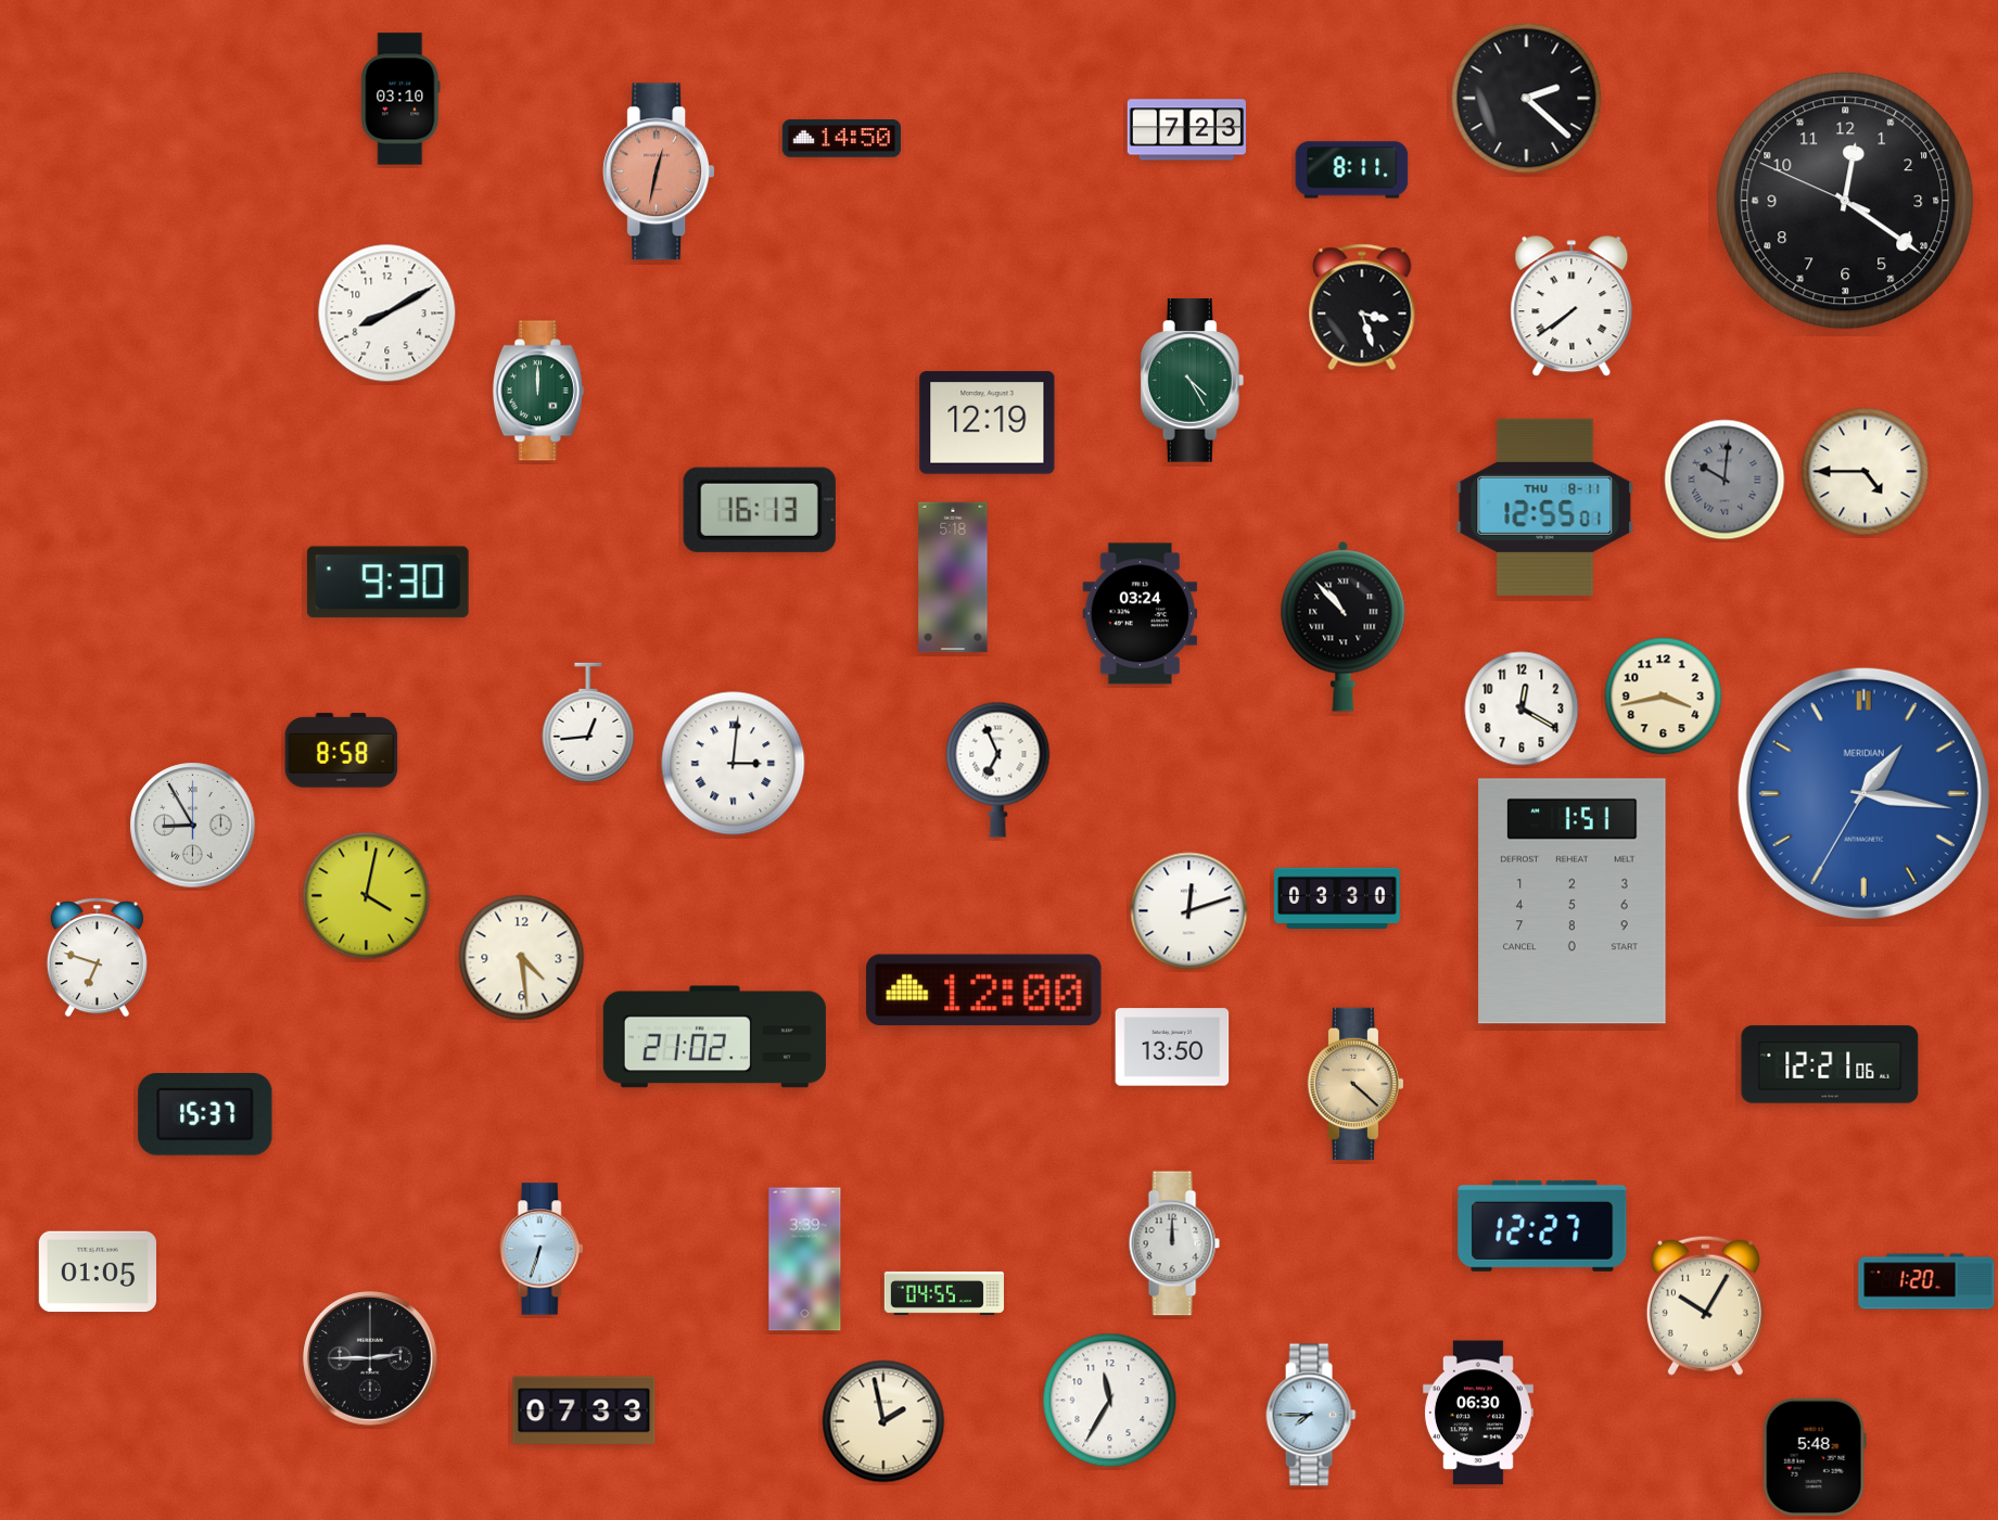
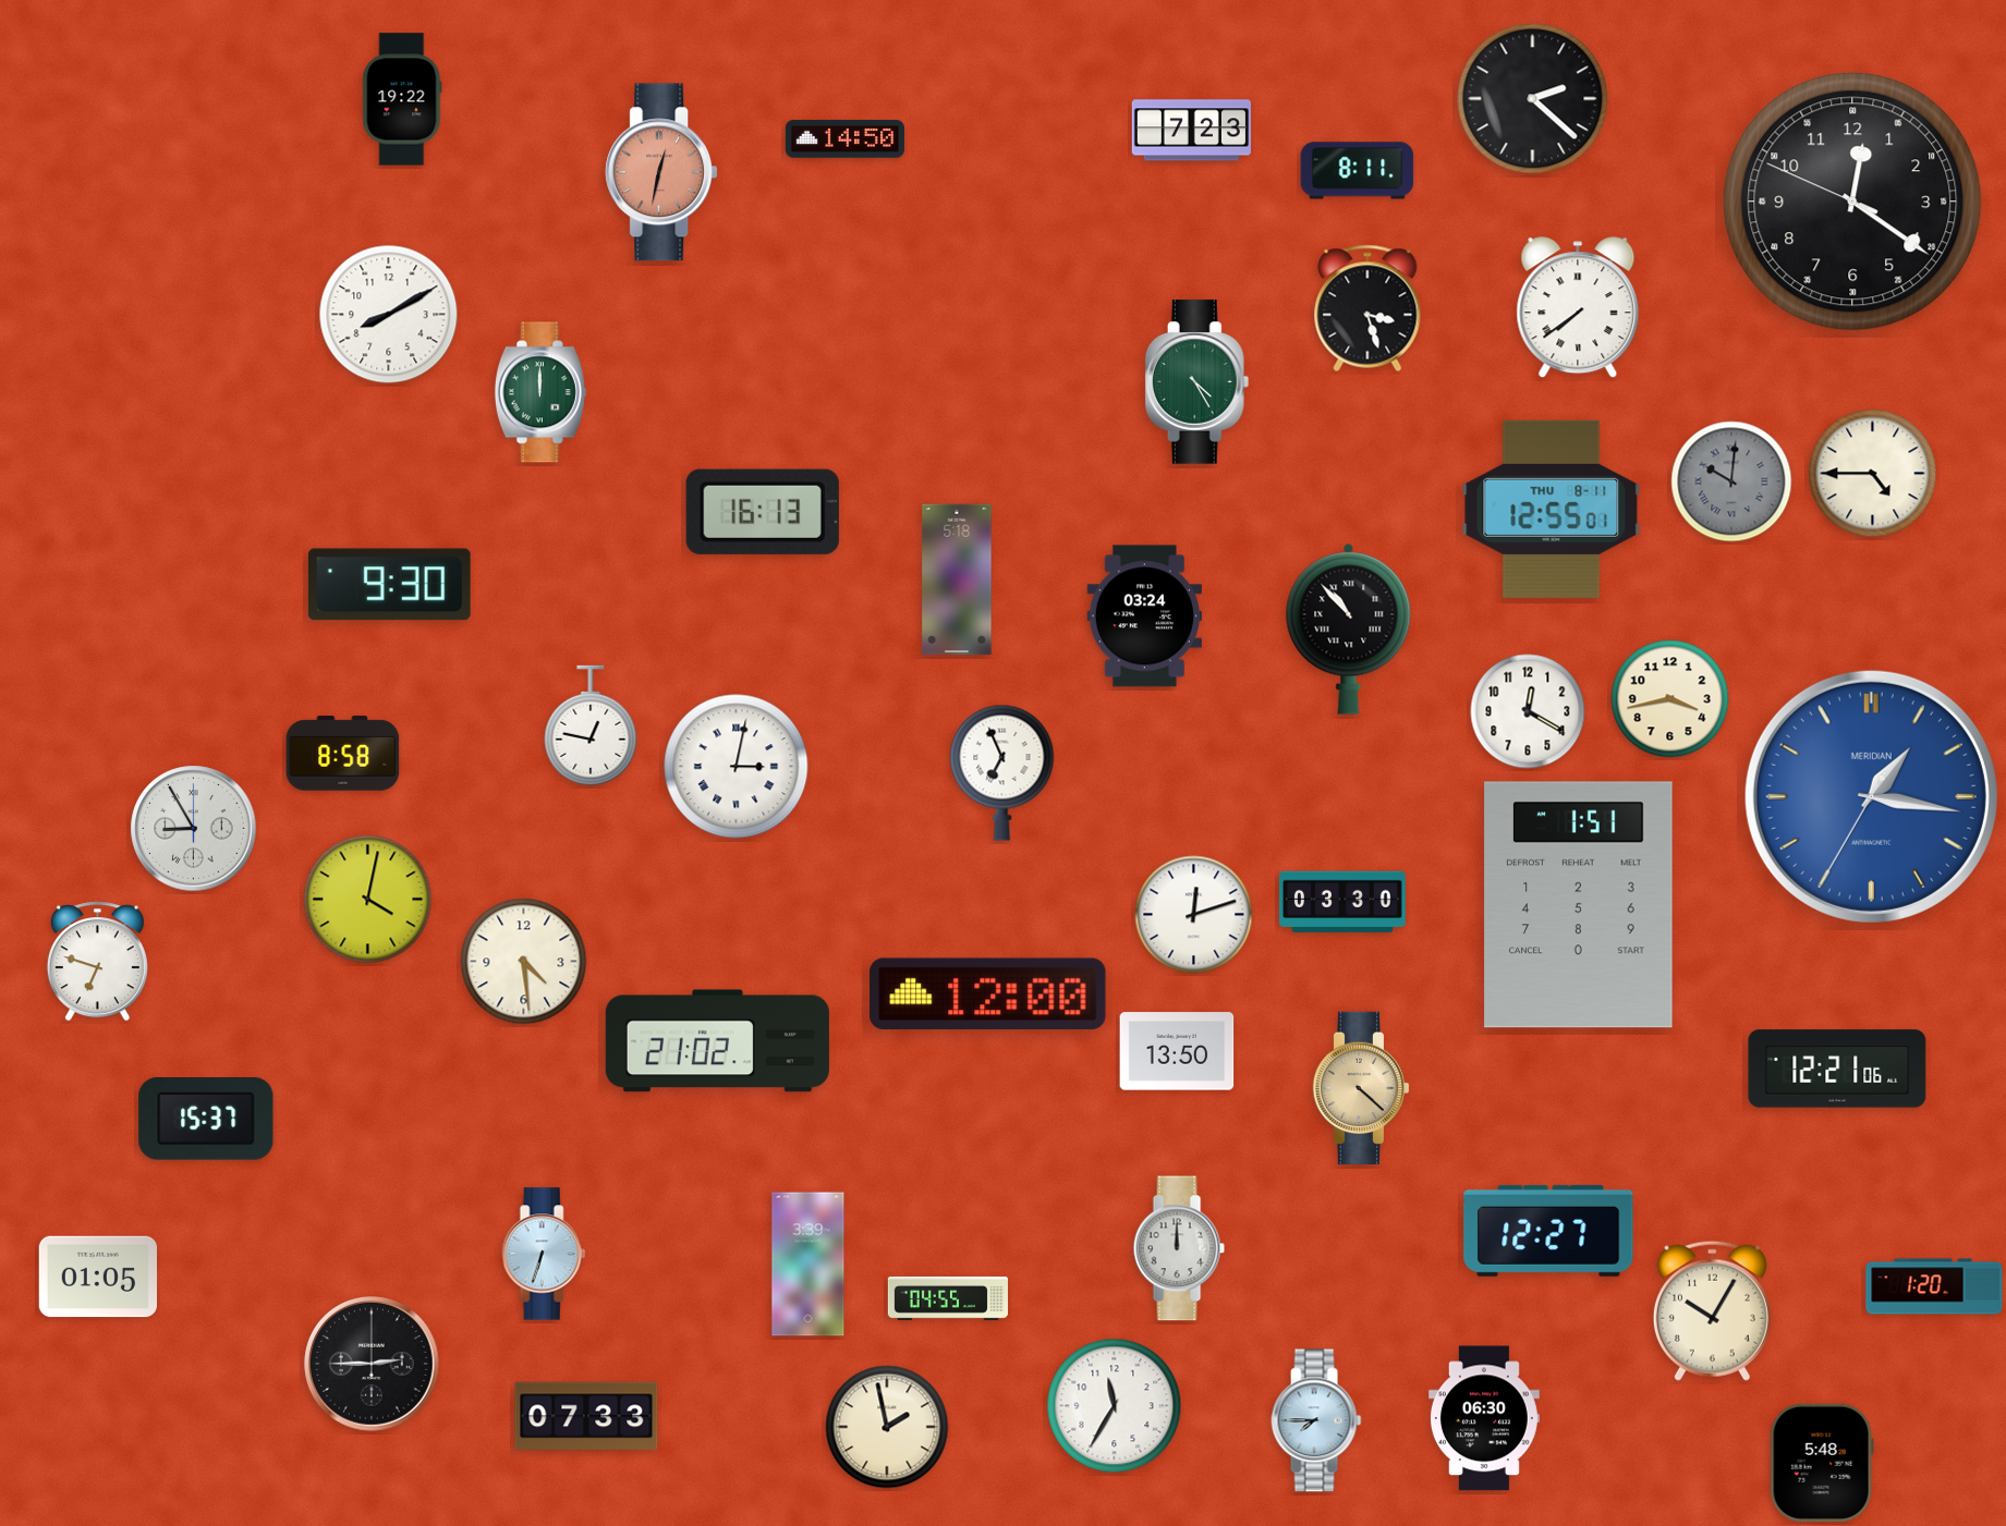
clock at (400, 99): 03:10 -> 19:22
clock at (988, 423): 12:19 -> none
clock at (588, 723): 12:44 -> 12:47
clock at (734, 764): 3:01 -> 3:02
